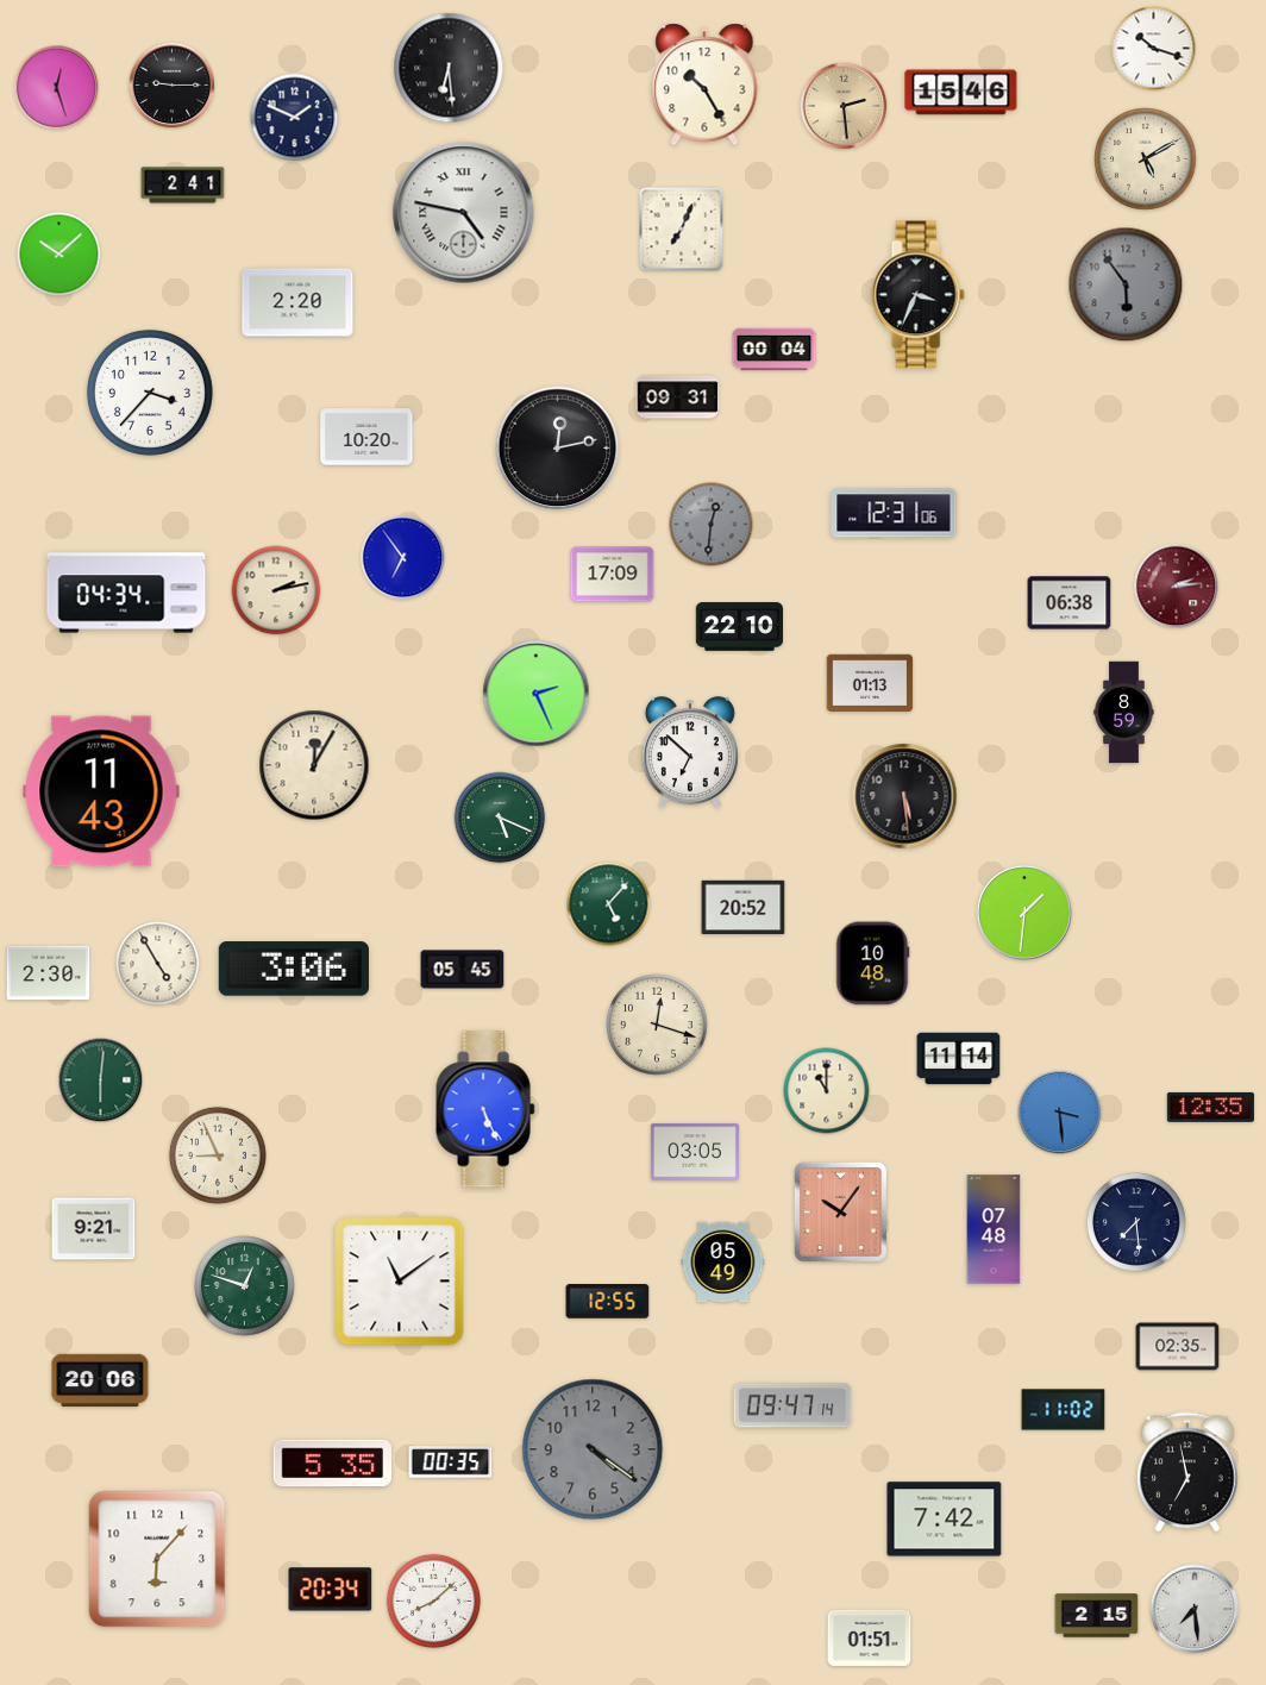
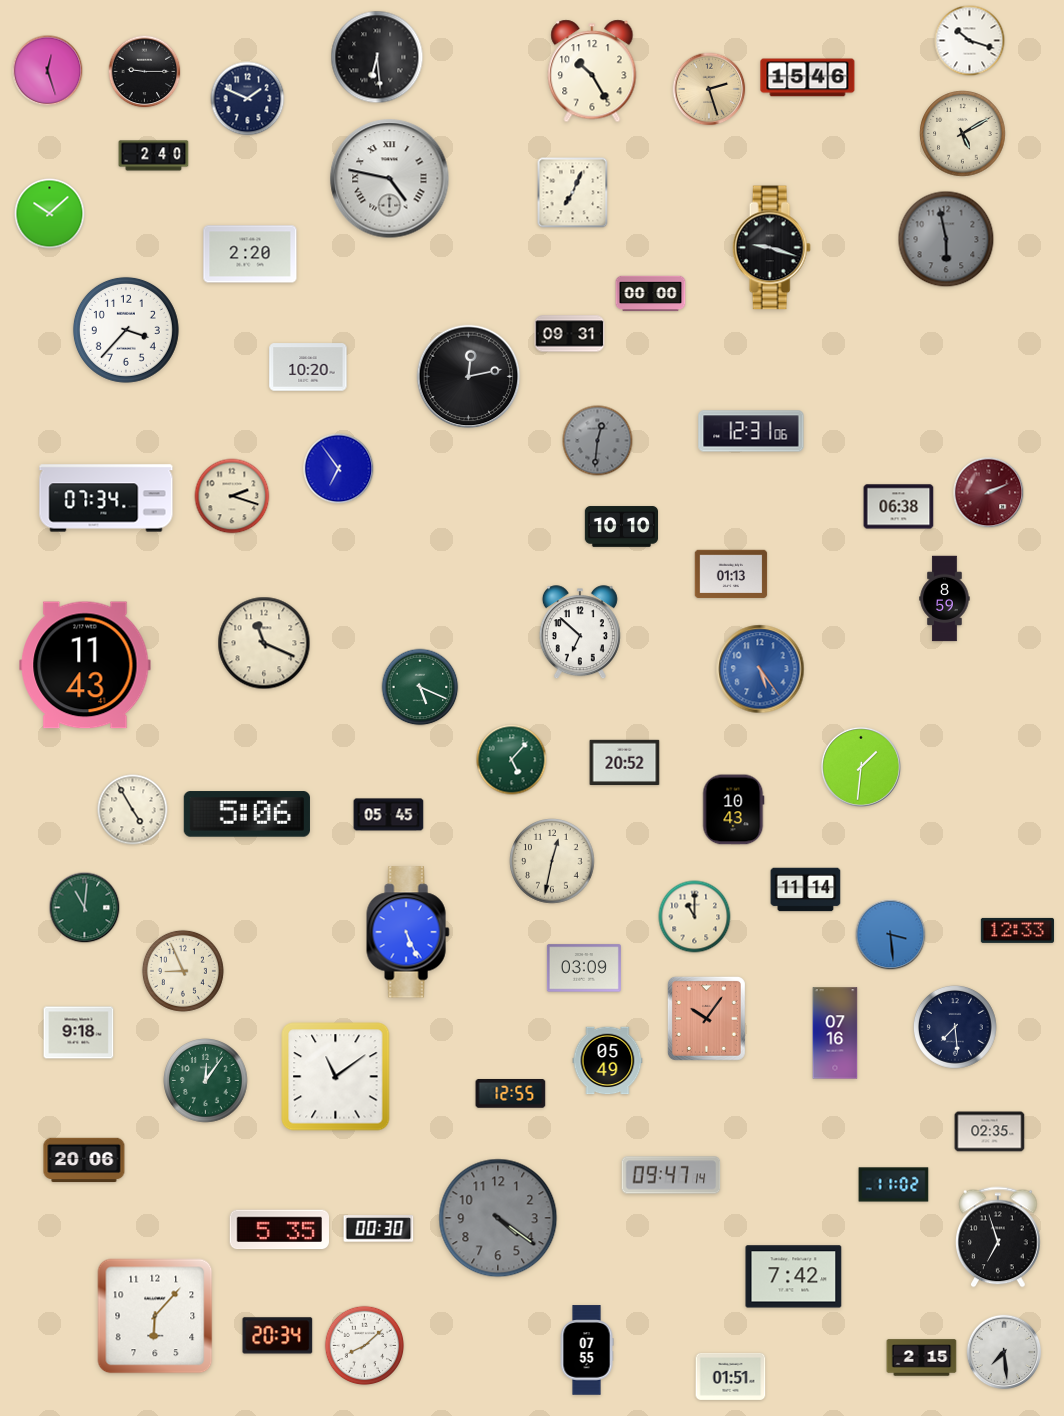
clock at (57, 88) position: (57, 88) -> (48, 71)
clock at (844, 106): 2:29 -> 2:27
clock at (183, 186): 2:41 -> 2:40
clock at (1126, 284): 5:54 -> 5:58
clock at (917, 295): 3:34 -> 9:18
clock at (775, 350): 00:04 -> 00:00
clock at (613, 575): 17:09 -> none
clock at (1177, 587): 2:14 -> 2:11
clock at (276, 590): 2:13 -> 2:18
clock at (126, 593): 04:34 -> 07:34
clock at (739, 627): 22:10 -> 10:10
clock at (537, 694): 2:26 -> none
clock at (314, 765): 12:05 -> 11:19
clock at (904, 796): 5:29 -> 5:24
clock at (904, 796) dial: black -> blue
clock at (873, 964): 10:48 -> 10:43
clock at (294, 969): 3:06 -> 5:06
clock at (49, 973): 2:30 -> none
clock at (657, 1025): 12:18 -> 12:32
clock at (101, 1080): 6:01 -> 11:01
clock at (1210, 1107): 12:35 -> 12:33
clock at (695, 1152): 03:05 -> 03:09
clock at (94, 1229): 9:21 -> 9:18
clock at (994, 1229): 07:48 -> 07:16
clock at (245, 1286): 12:48 -> 12:06
clock at (792, 1405) position: (792, 1405) -> (671, 1175)
clock at (451, 1462): 00:35 -> 00:30
clock at (1187, 1472): 6:58 -> 6:57
clock at (157, 1559) position: (157, 1559) -> (155, 1316)
clock at (587, 1350): none -> 07:55
